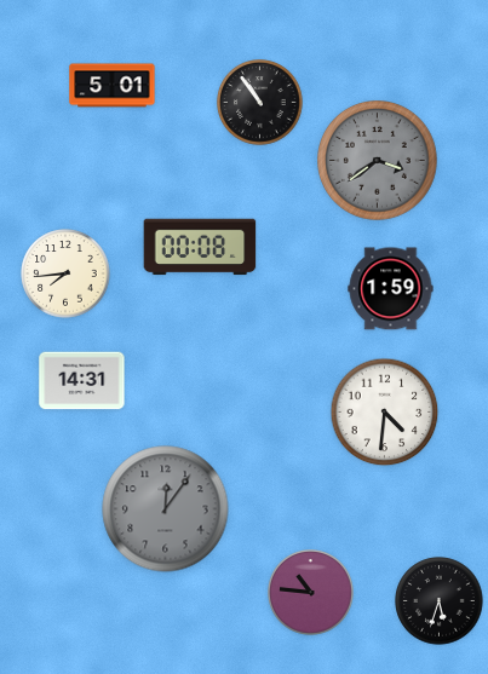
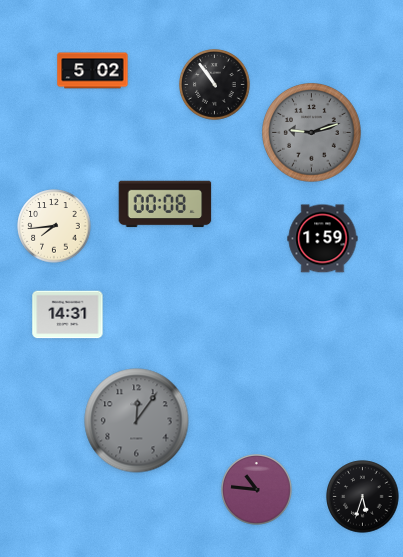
clock at (113, 86): 5:01 -> 5:02
clock at (378, 161): 3:39 -> 9:12
clock at (385, 413): 4:31 -> none
